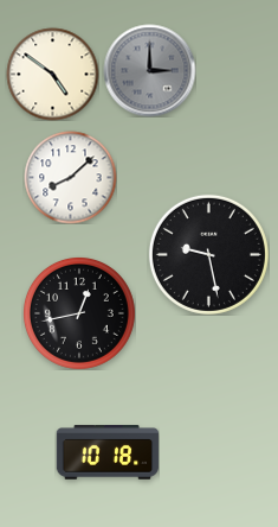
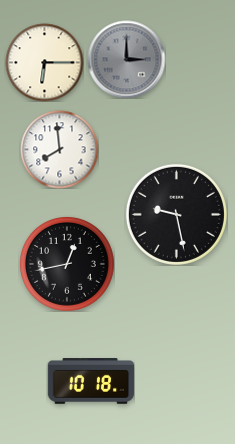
clock at (52, 74): 4:51 -> 6:15
clock at (70, 177): 8:08 -> 7:59
